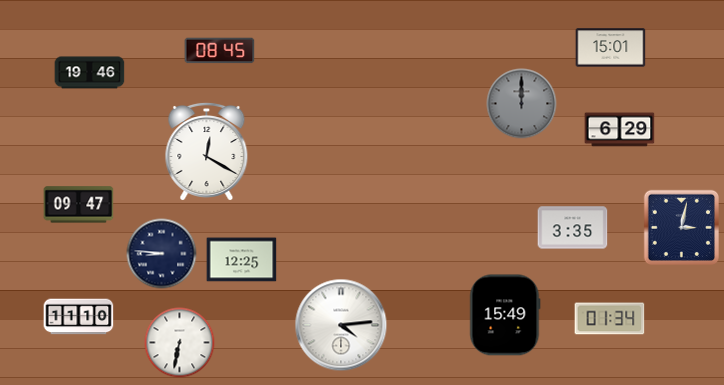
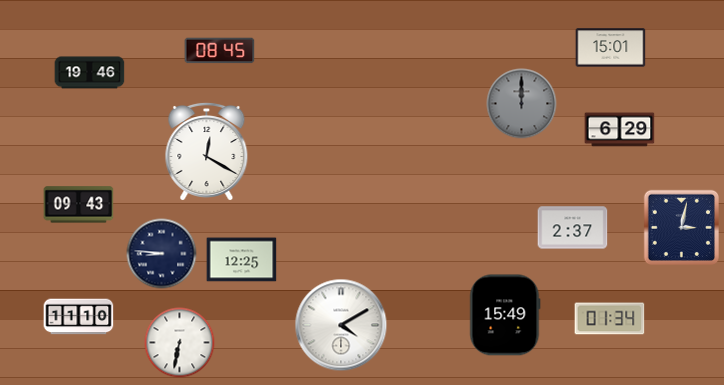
clock at (79, 205): 09:47 -> 09:43
clock at (573, 228): 3:35 -> 2:37
clock at (341, 325): 4:14 -> 4:10
